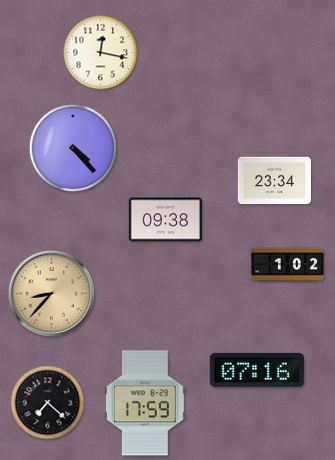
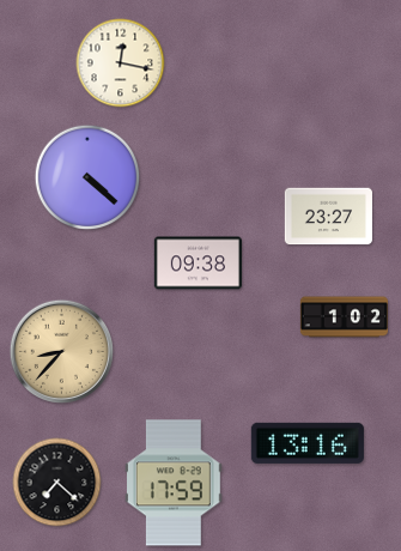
clock at (73, 148): 4:23 -> 4:22
clock at (274, 181): 23:34 -> 23:27
clock at (257, 370): 07:16 -> 13:16
